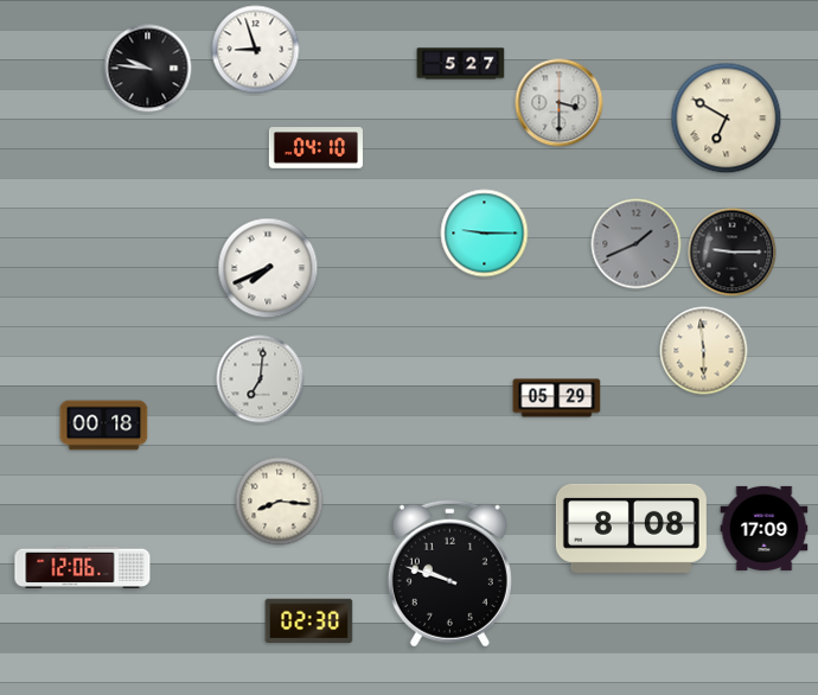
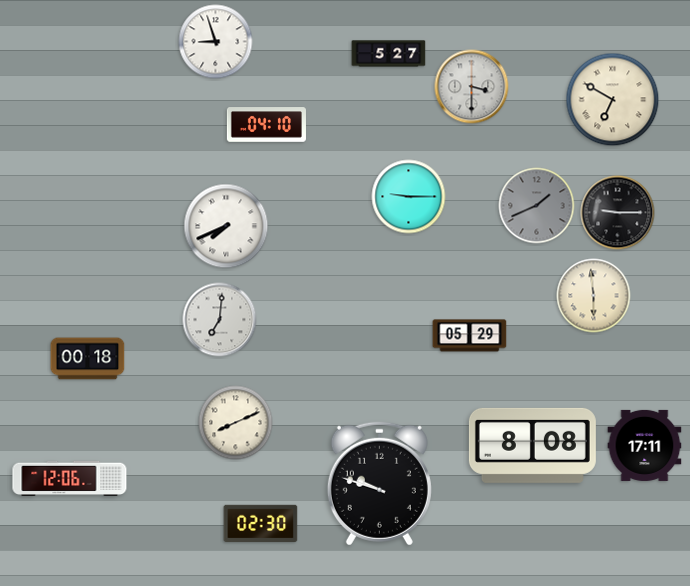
clock at (148, 69): 9:46 -> none
clock at (280, 502): 8:16 -> 8:11
clock at (765, 528): 17:09 -> 17:11
